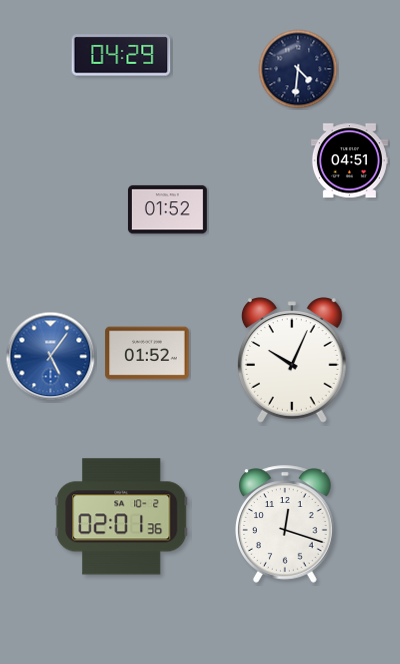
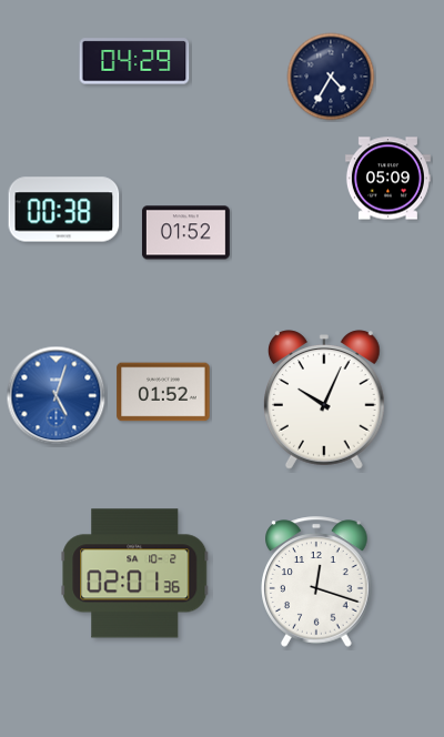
clock at (298, 69): 4:31 -> 4:35
clock at (349, 161): 04:51 -> 05:09
clock at (64, 210): none -> 00:38
clock at (51, 357): 5:06 -> 5:03
